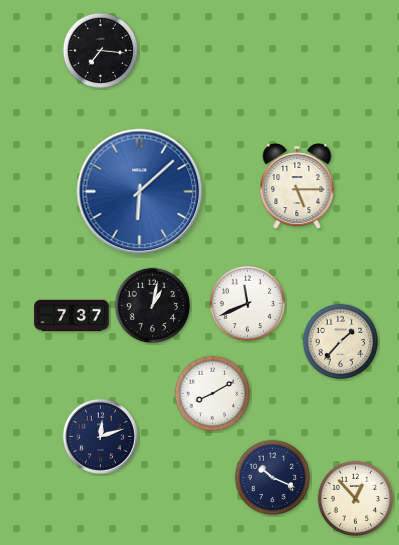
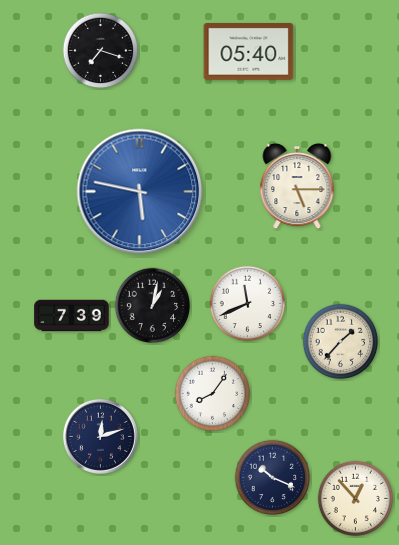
clock at (101, 51): 7:16 -> 7:18
clock at (249, 52): none -> 05:40
clock at (140, 192): 6:08 -> 5:47
clock at (72, 316): 7:37 -> 7:39
clock at (213, 394): 8:10 -> 8:06
